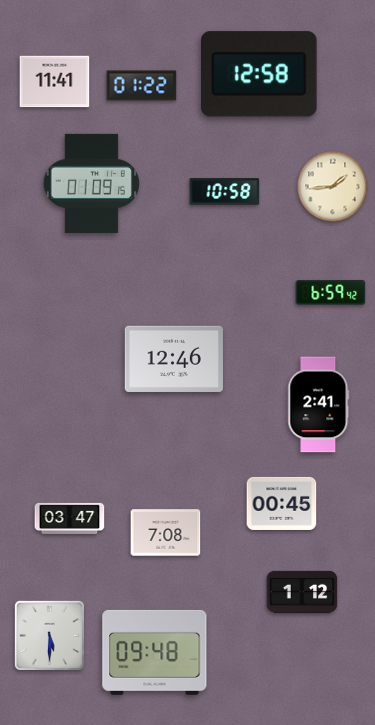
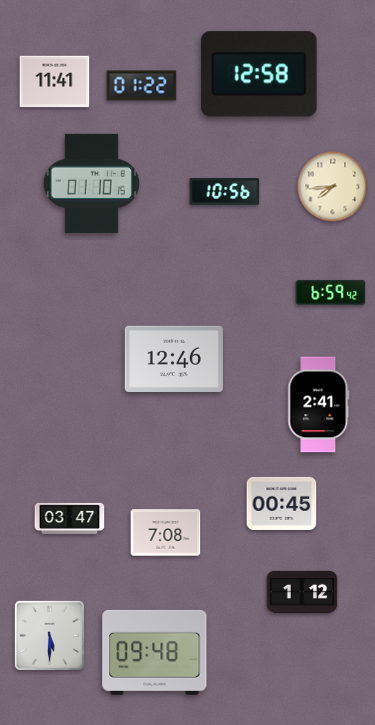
clock at (91, 183): 01:09 -> 01:10
clock at (333, 187): 1:44 -> 7:44
clock at (225, 192): 10:58 -> 10:56
